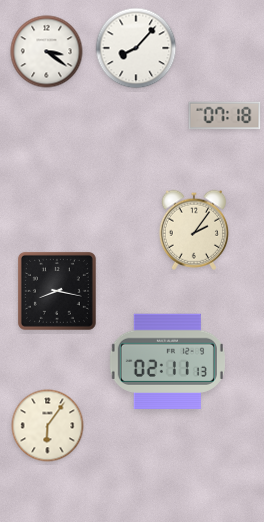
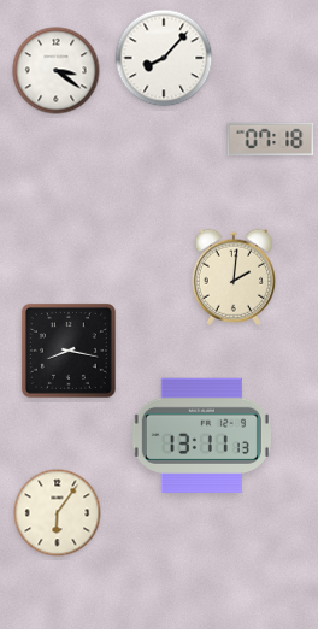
clock at (47, 52) position: (47, 52) -> (57, 71)
clock at (193, 230): 2:06 -> 2:01
clock at (167, 361): 02:11 -> 13:11
